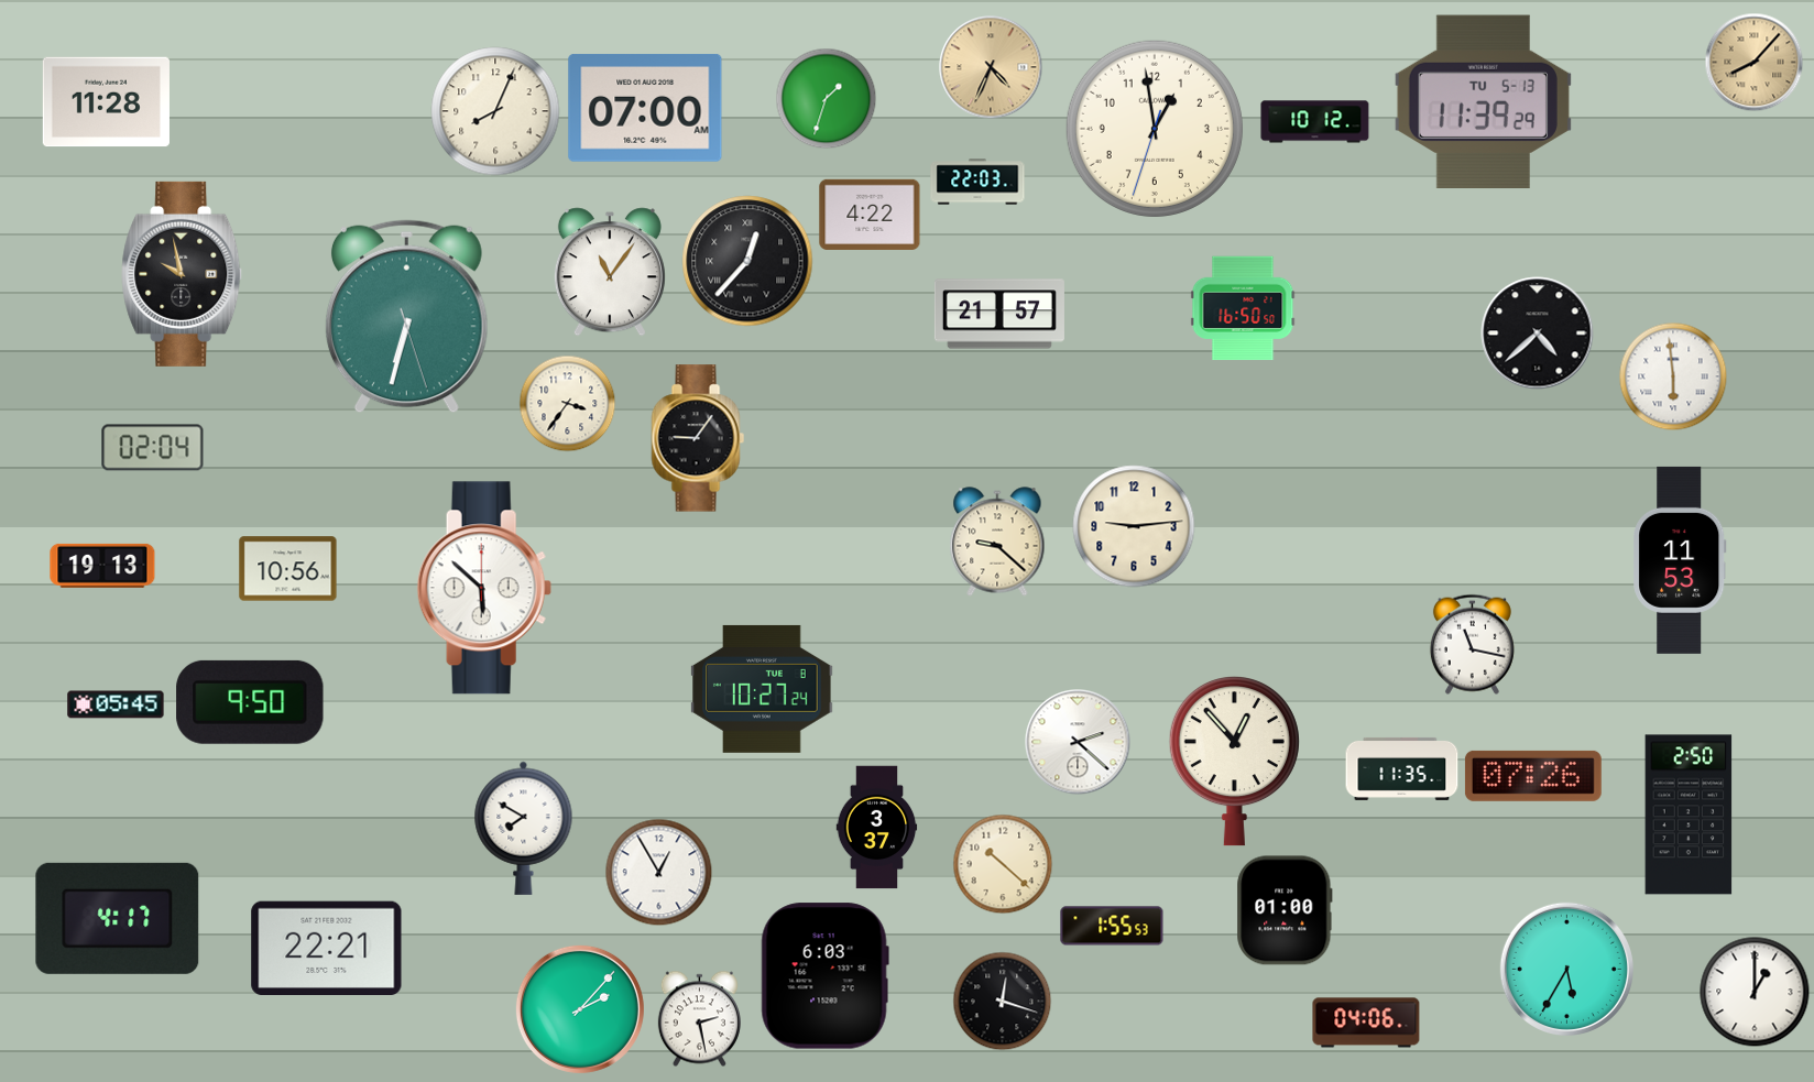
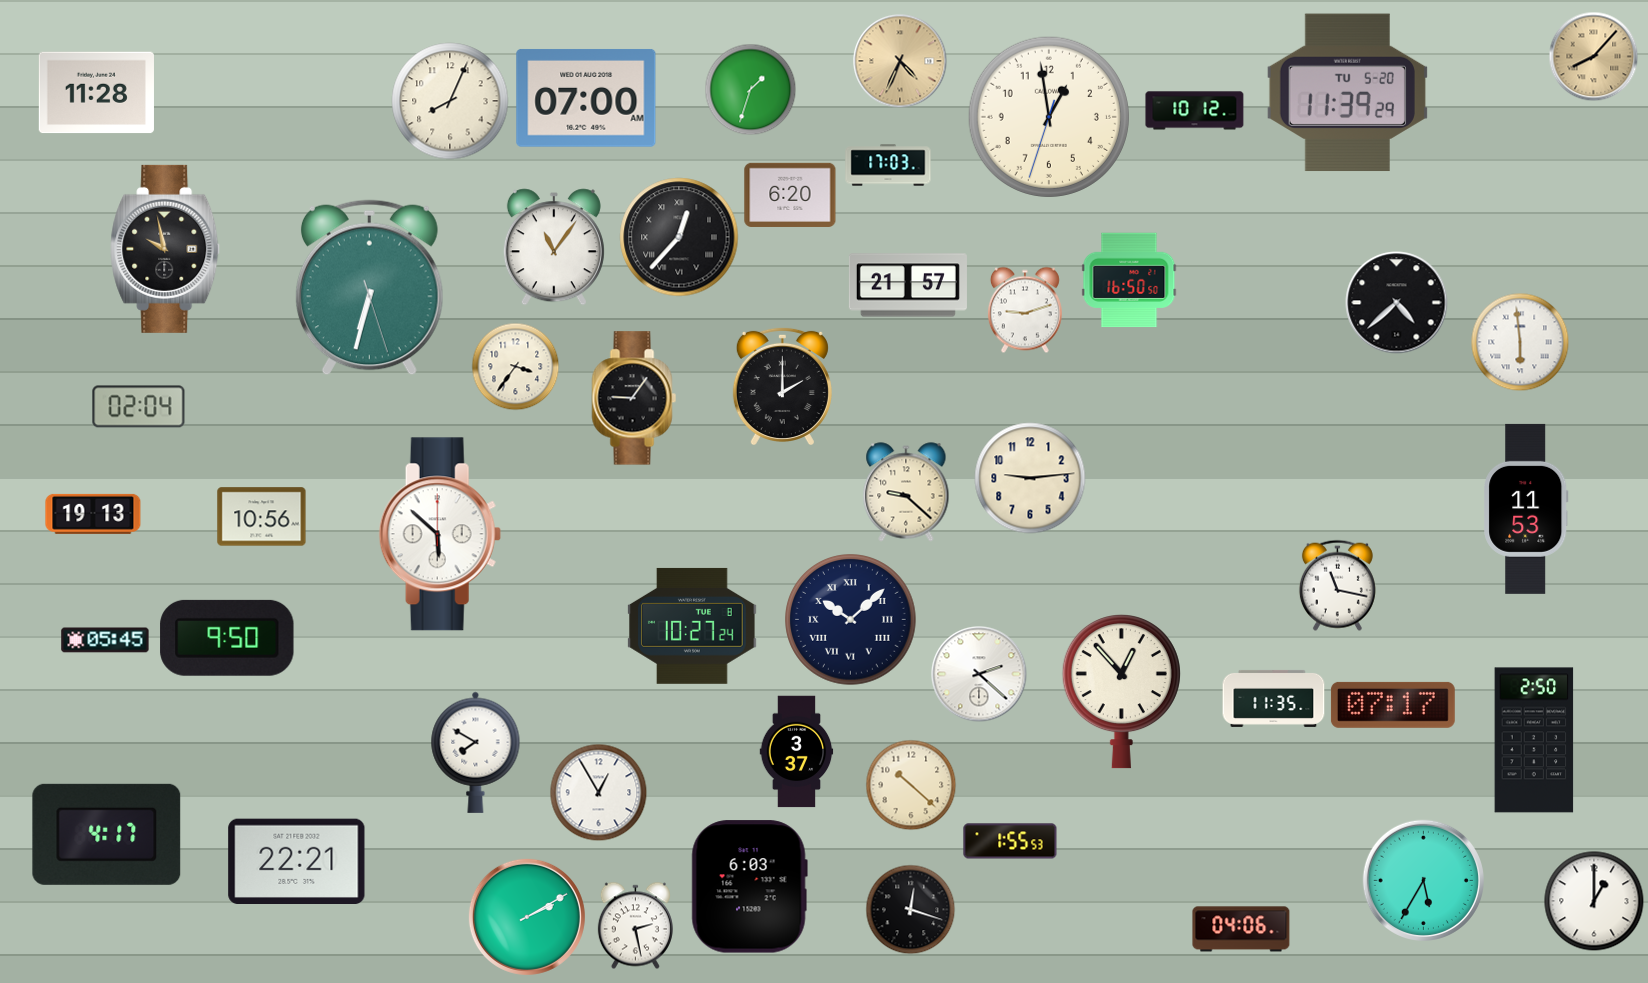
clock at (1483, 102) date: TU 5-13 -> TU 5-20
clock at (977, 182): 22:03 -> 17:03
clock at (870, 215): 4:22 -> 6:20
clock at (1025, 310): none -> 9:12
clock at (782, 385): none -> 2:00
clock at (851, 620): none -> 10:08
clock at (1533, 776): 07:26 -> 07:17
clock at (1285, 910): 01:00 -> none
clock at (580, 1009): 2:07 -> 2:10
